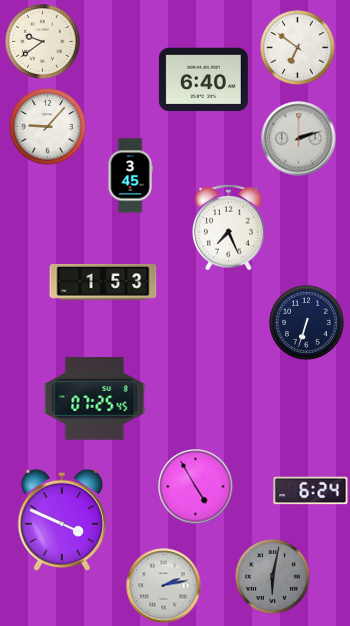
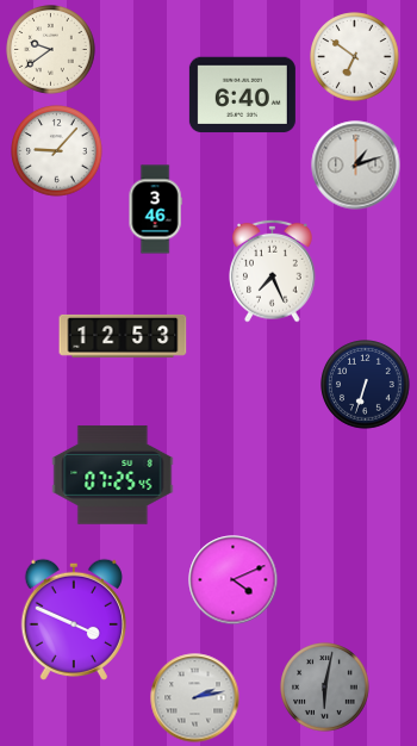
clock at (299, 139): 2:12 -> 1:12
clock at (130, 176): 3:45 -> 3:46
clock at (103, 282): 1:53 -> 12:53
clock at (196, 487): 4:55 -> 4:11
clock at (311, 491): 6:24 -> none
